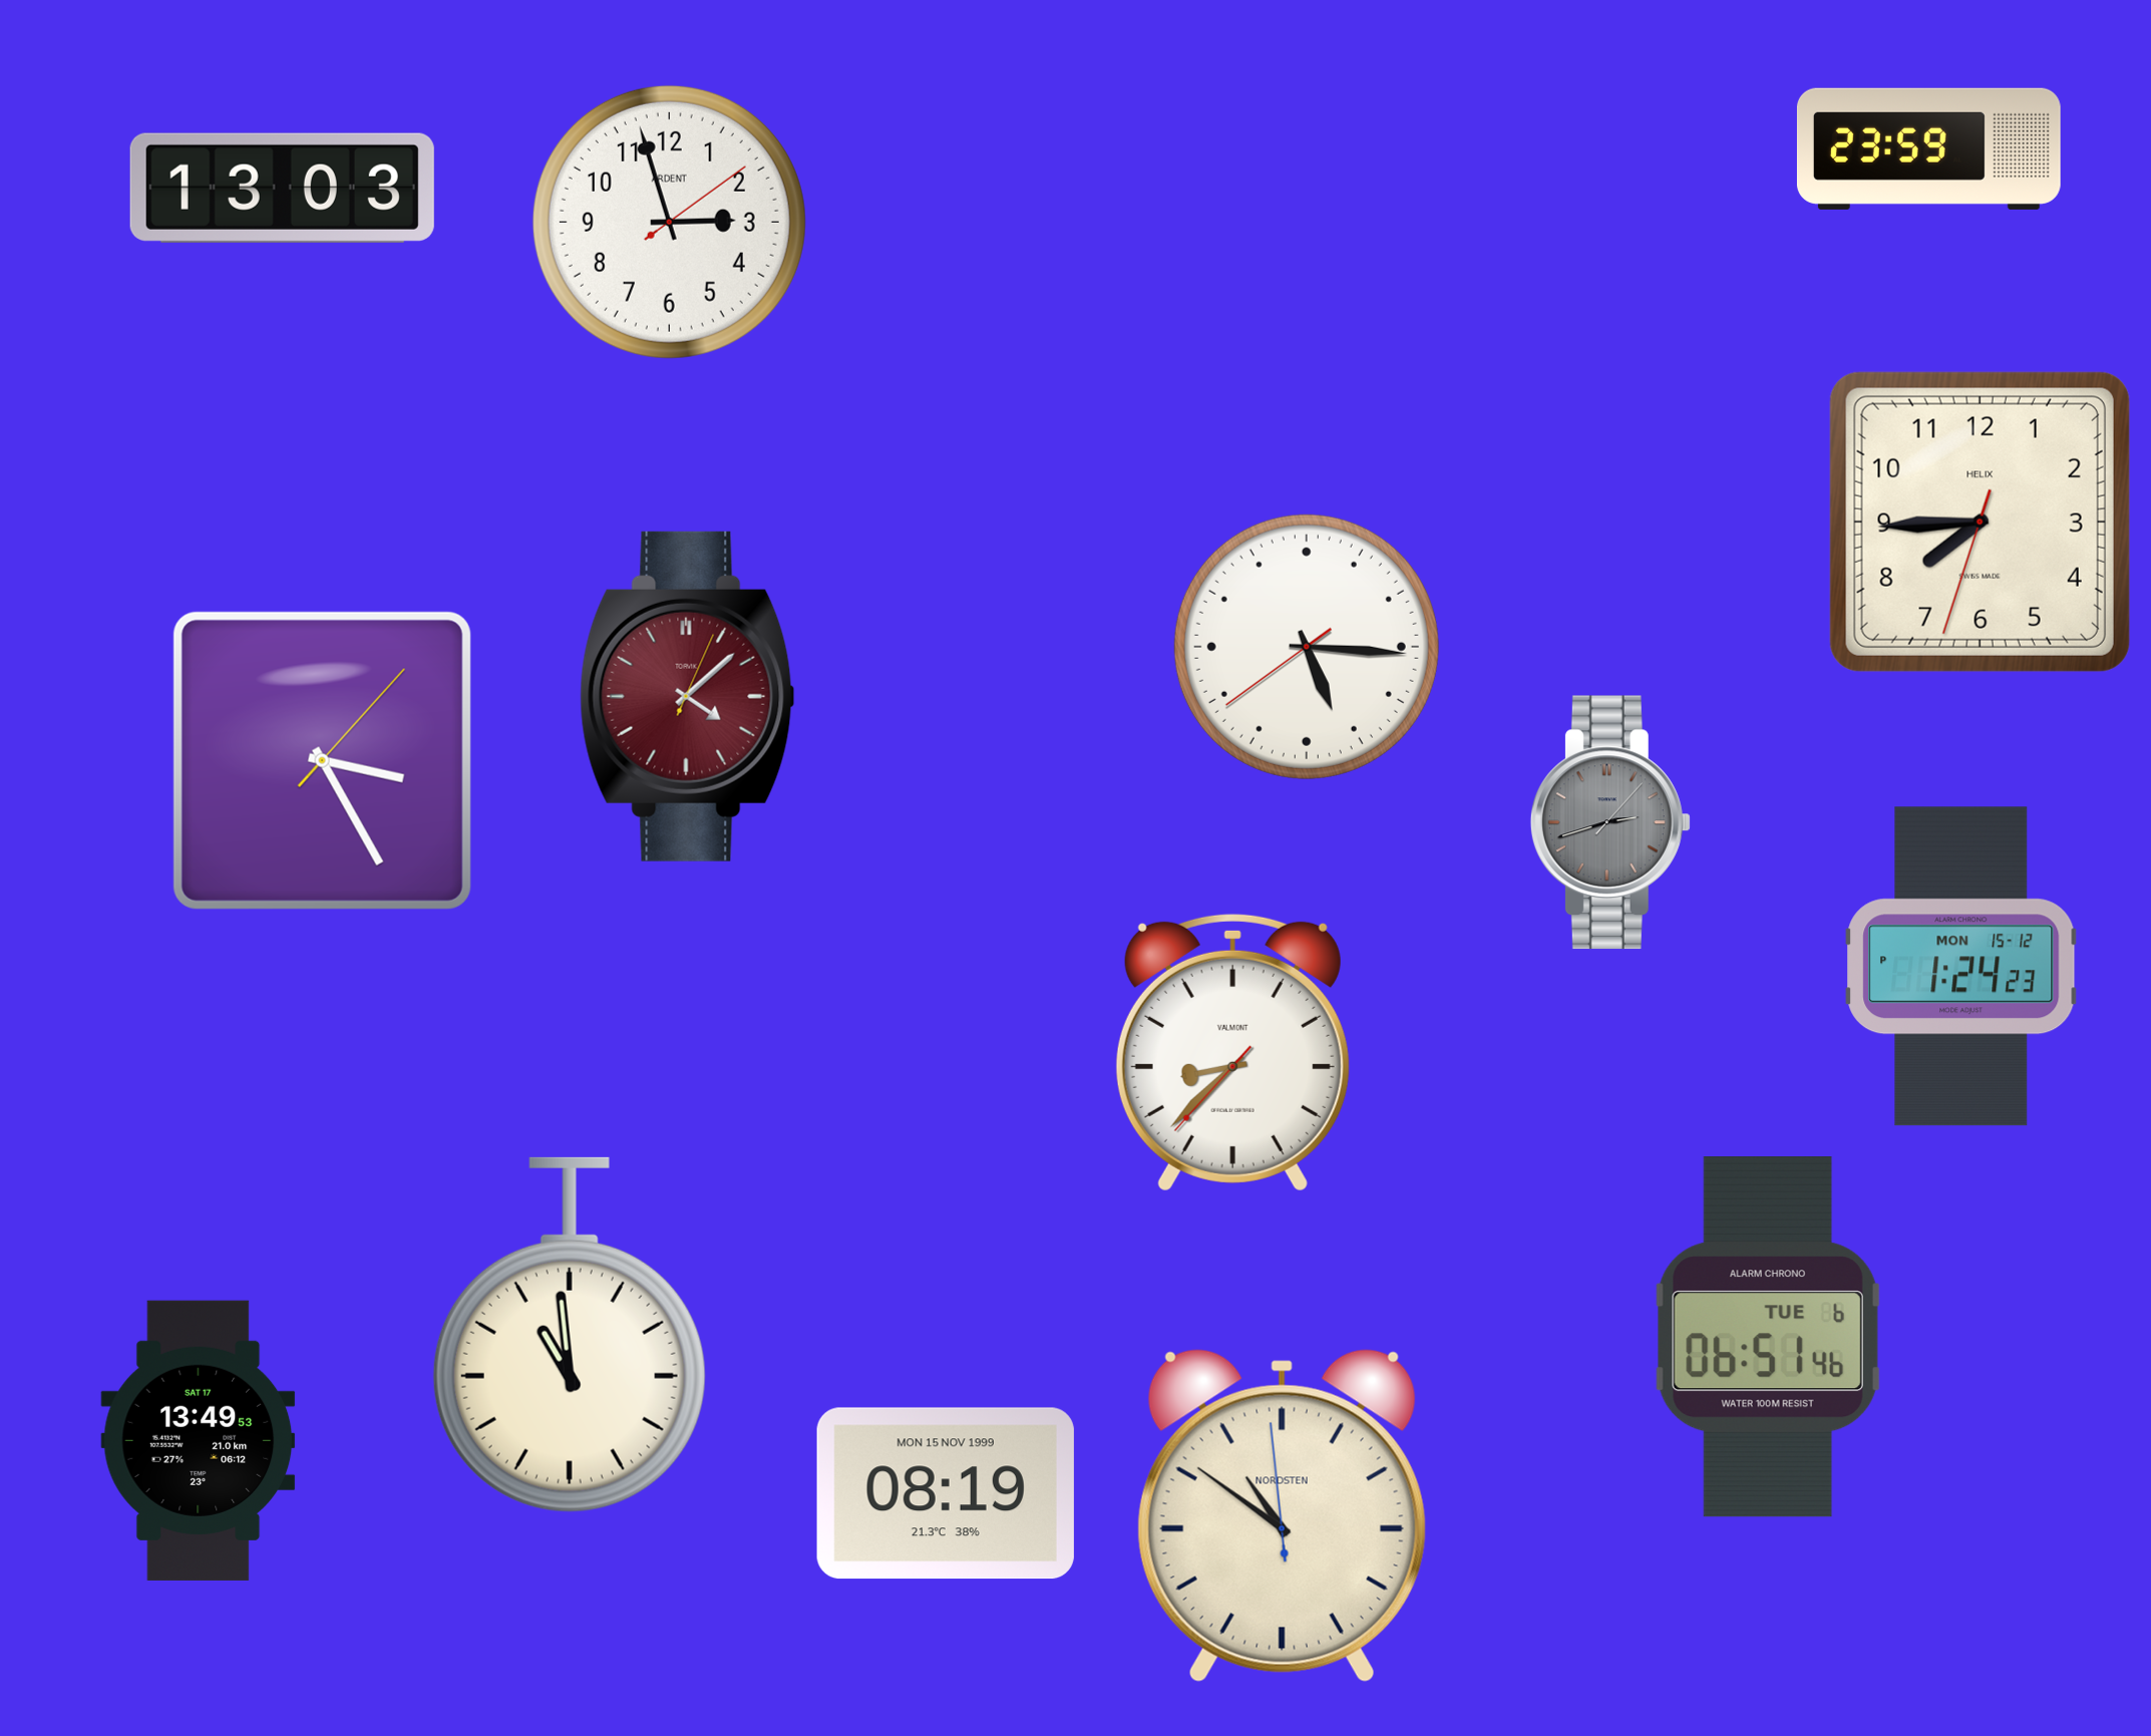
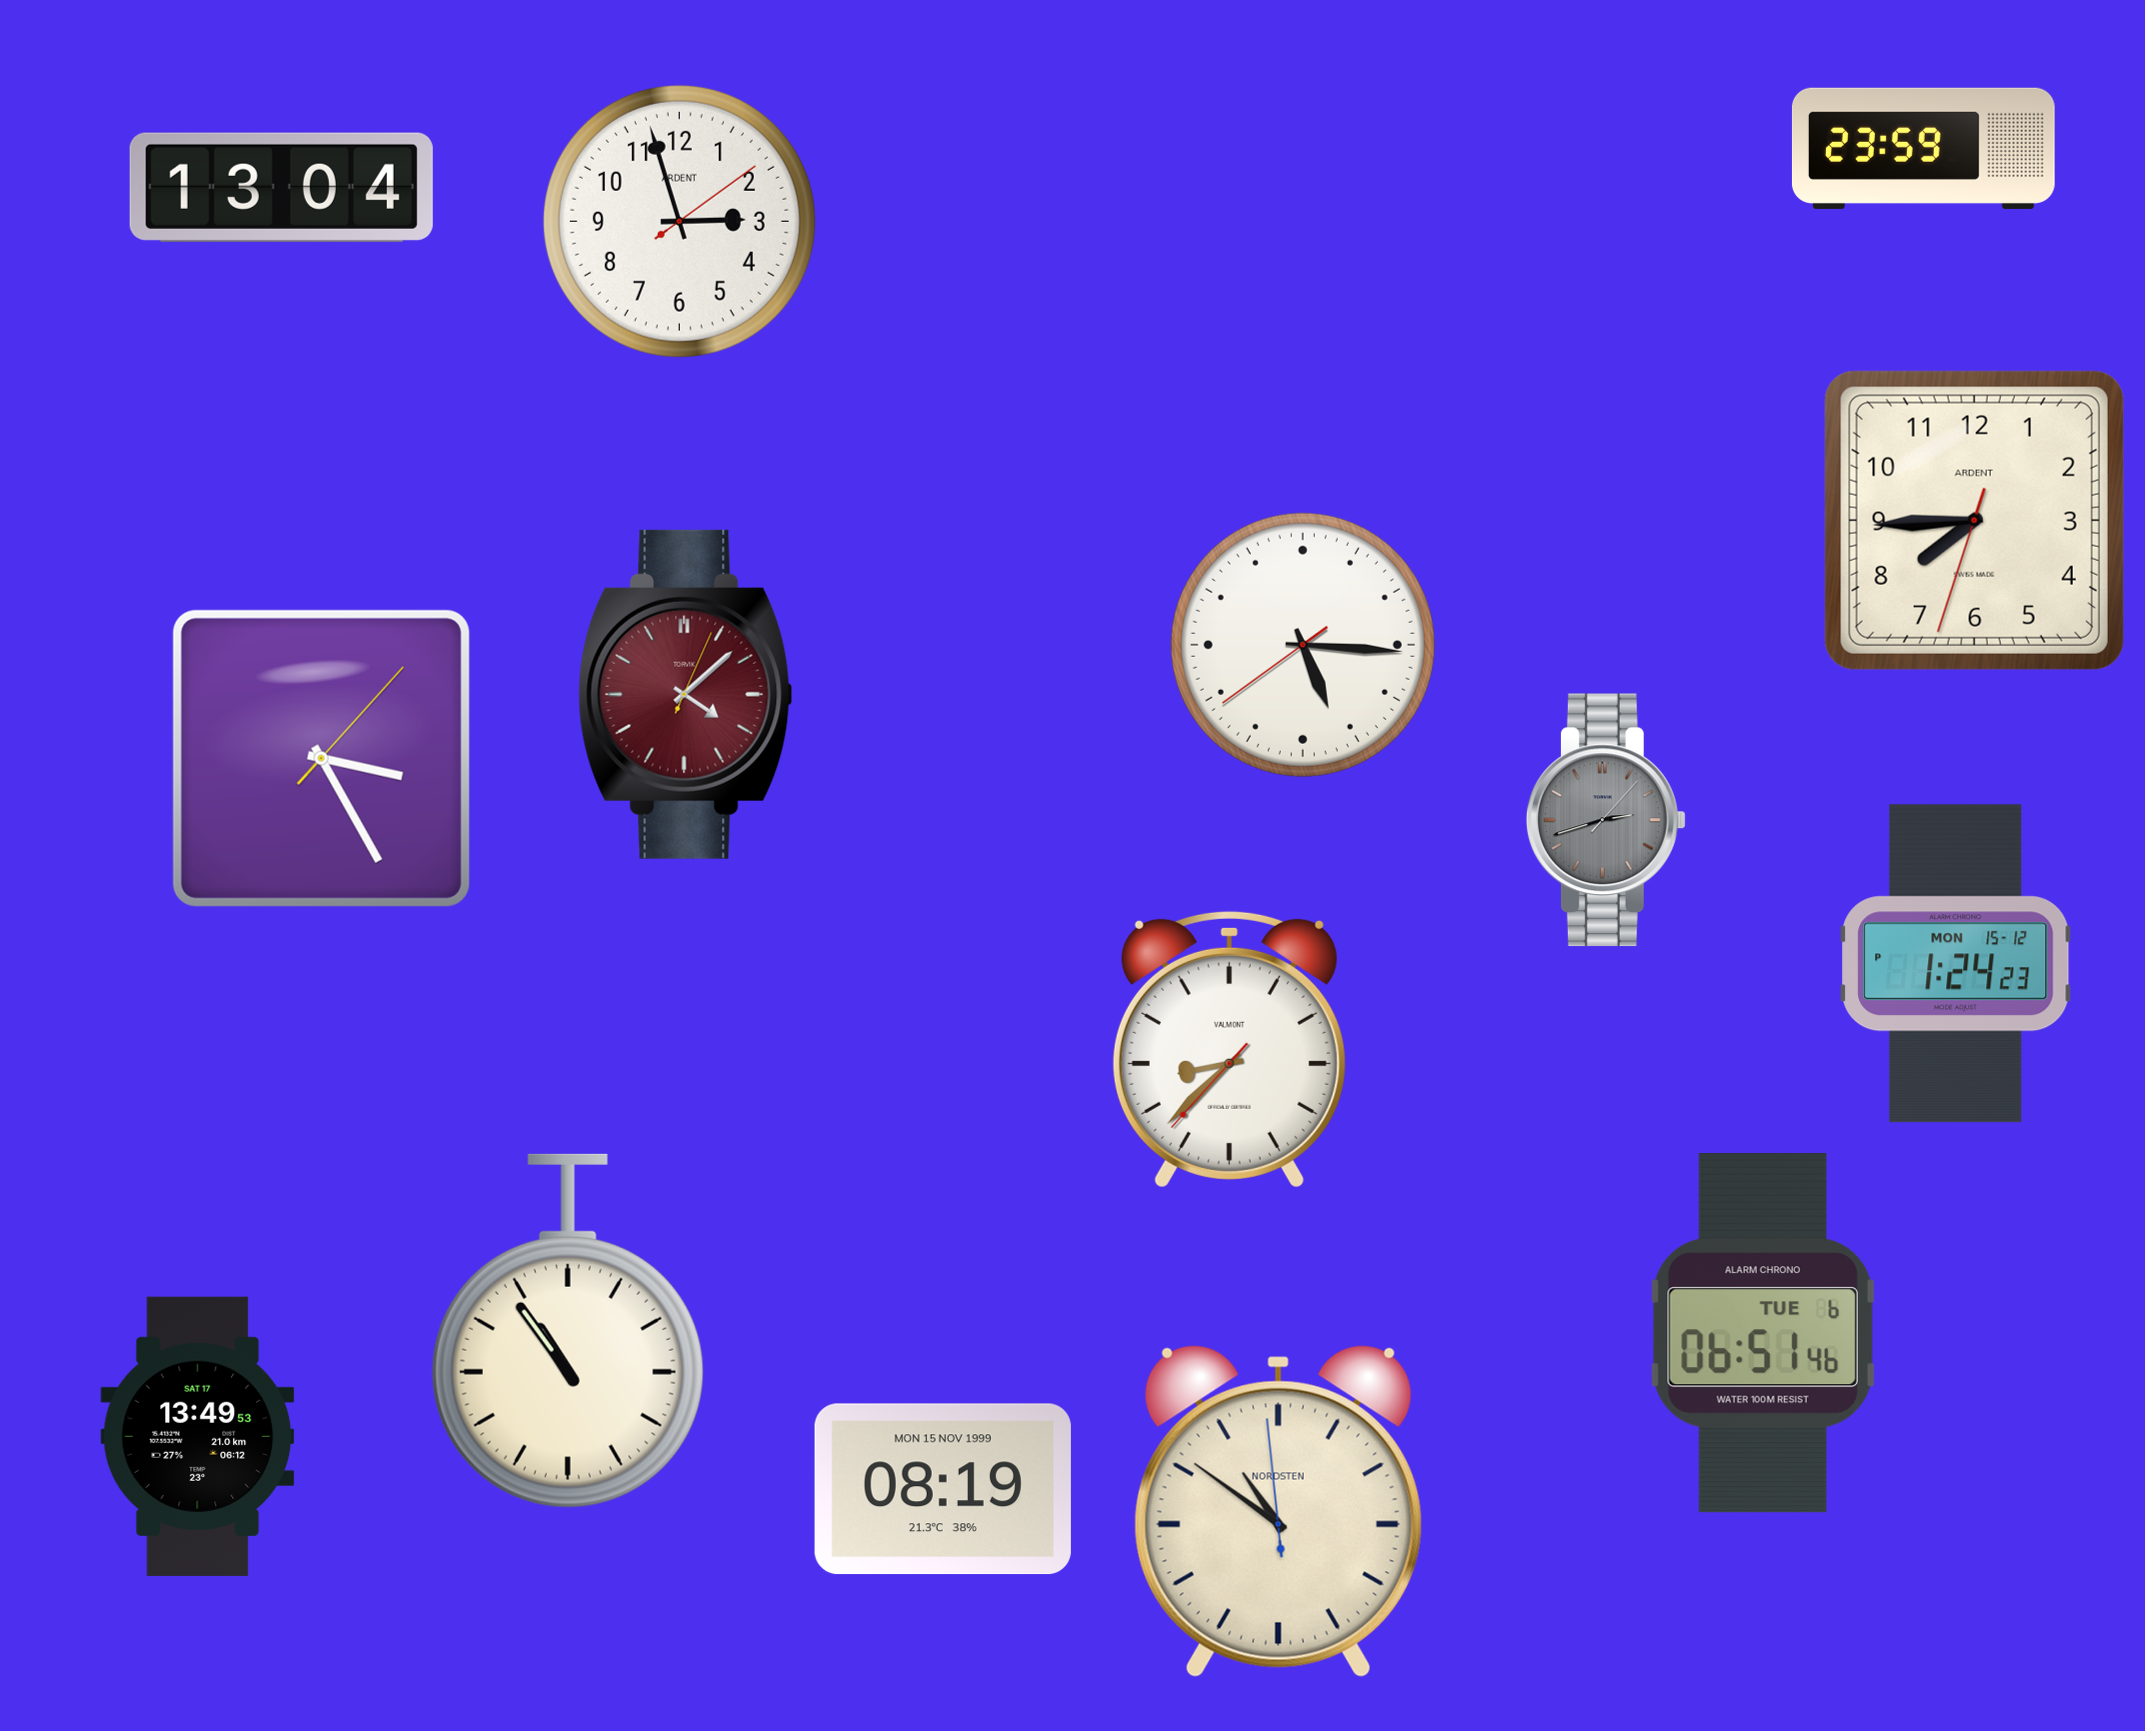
clock at (282, 188): 13:03 -> 13:04
clock at (669, 222) position: (669, 222) -> (679, 221)
clock at (1980, 522) brand: HELIX -> ARDENT
clock at (570, 1335): 10:59 -> 10:54
